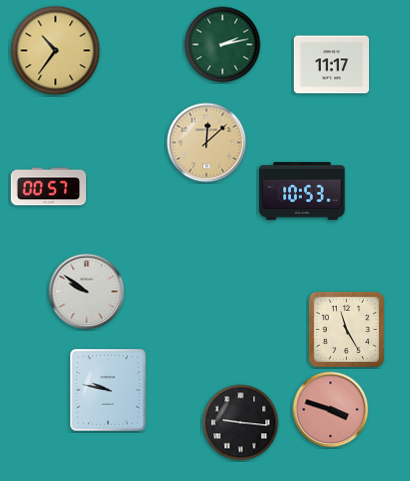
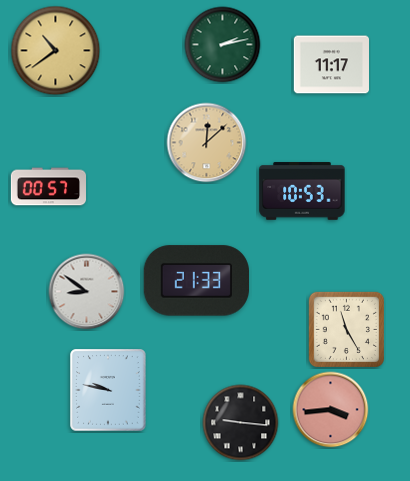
clock at (56, 51): 10:36 -> 10:39
clock at (196, 281): none -> 21:33
clock at (87, 292): 9:51 -> 8:51
clock at (331, 410): 3:48 -> 3:44
